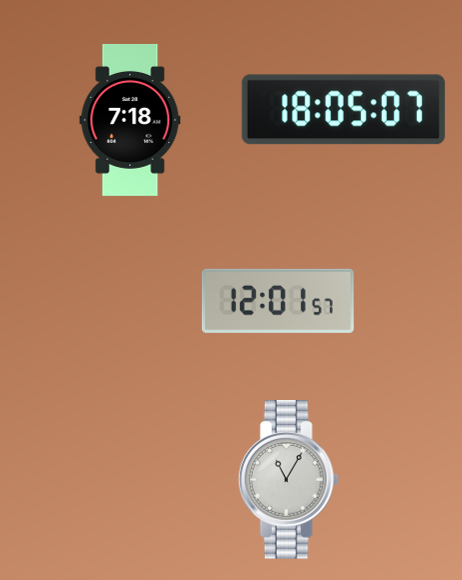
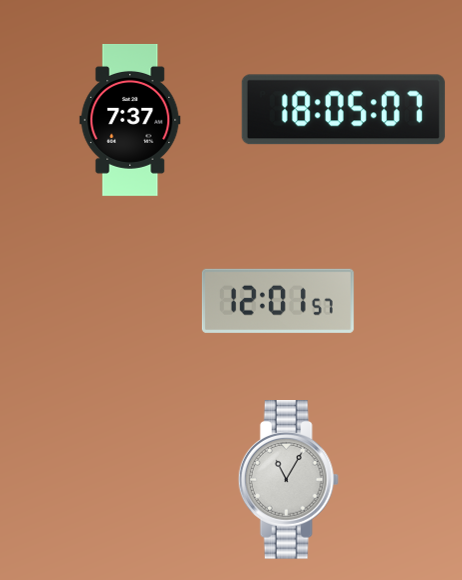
clock at (130, 120): 7:18 -> 7:37
